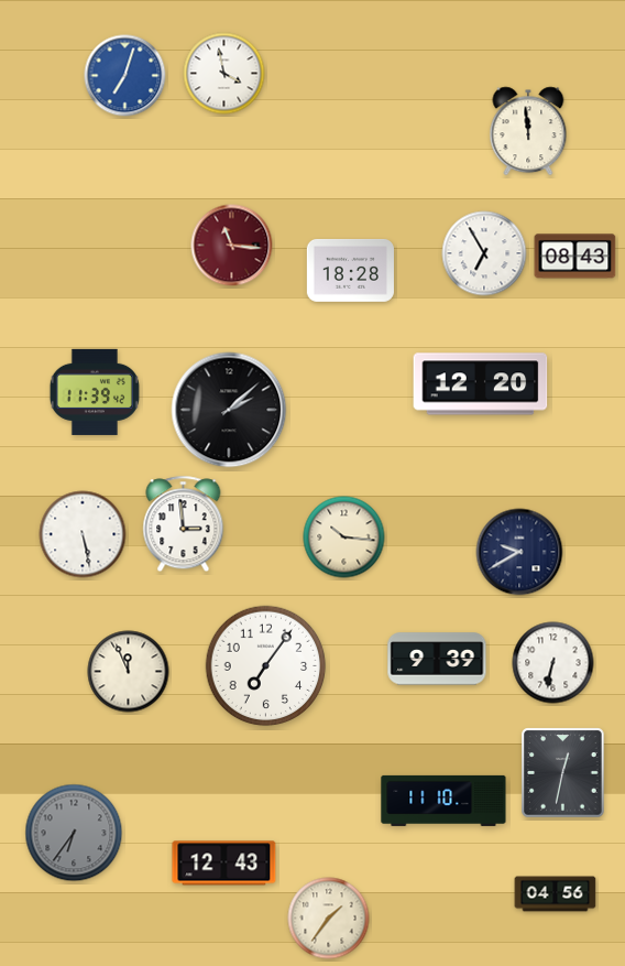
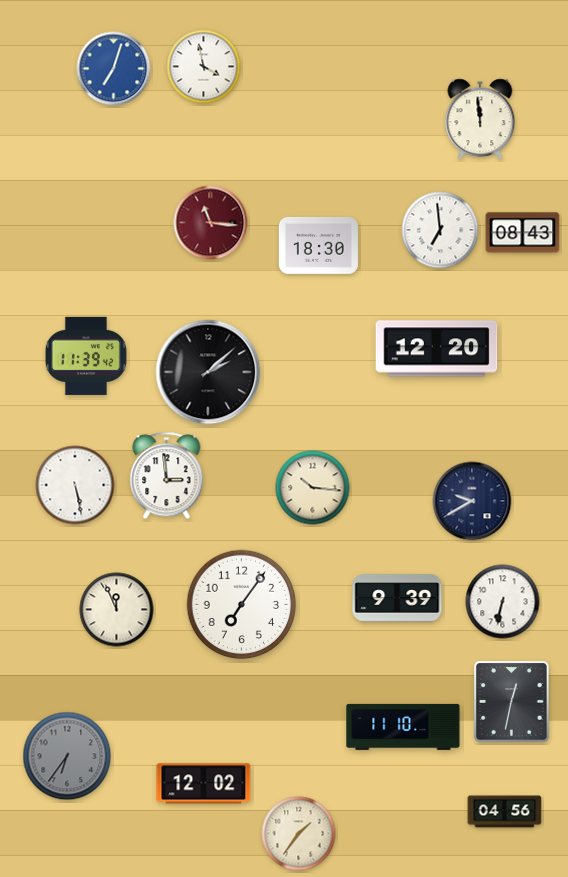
clock at (484, 253): 6:55 -> 6:59
clock at (350, 270): 18:28 -> 18:30
clock at (224, 864): 12:43 -> 12:02
